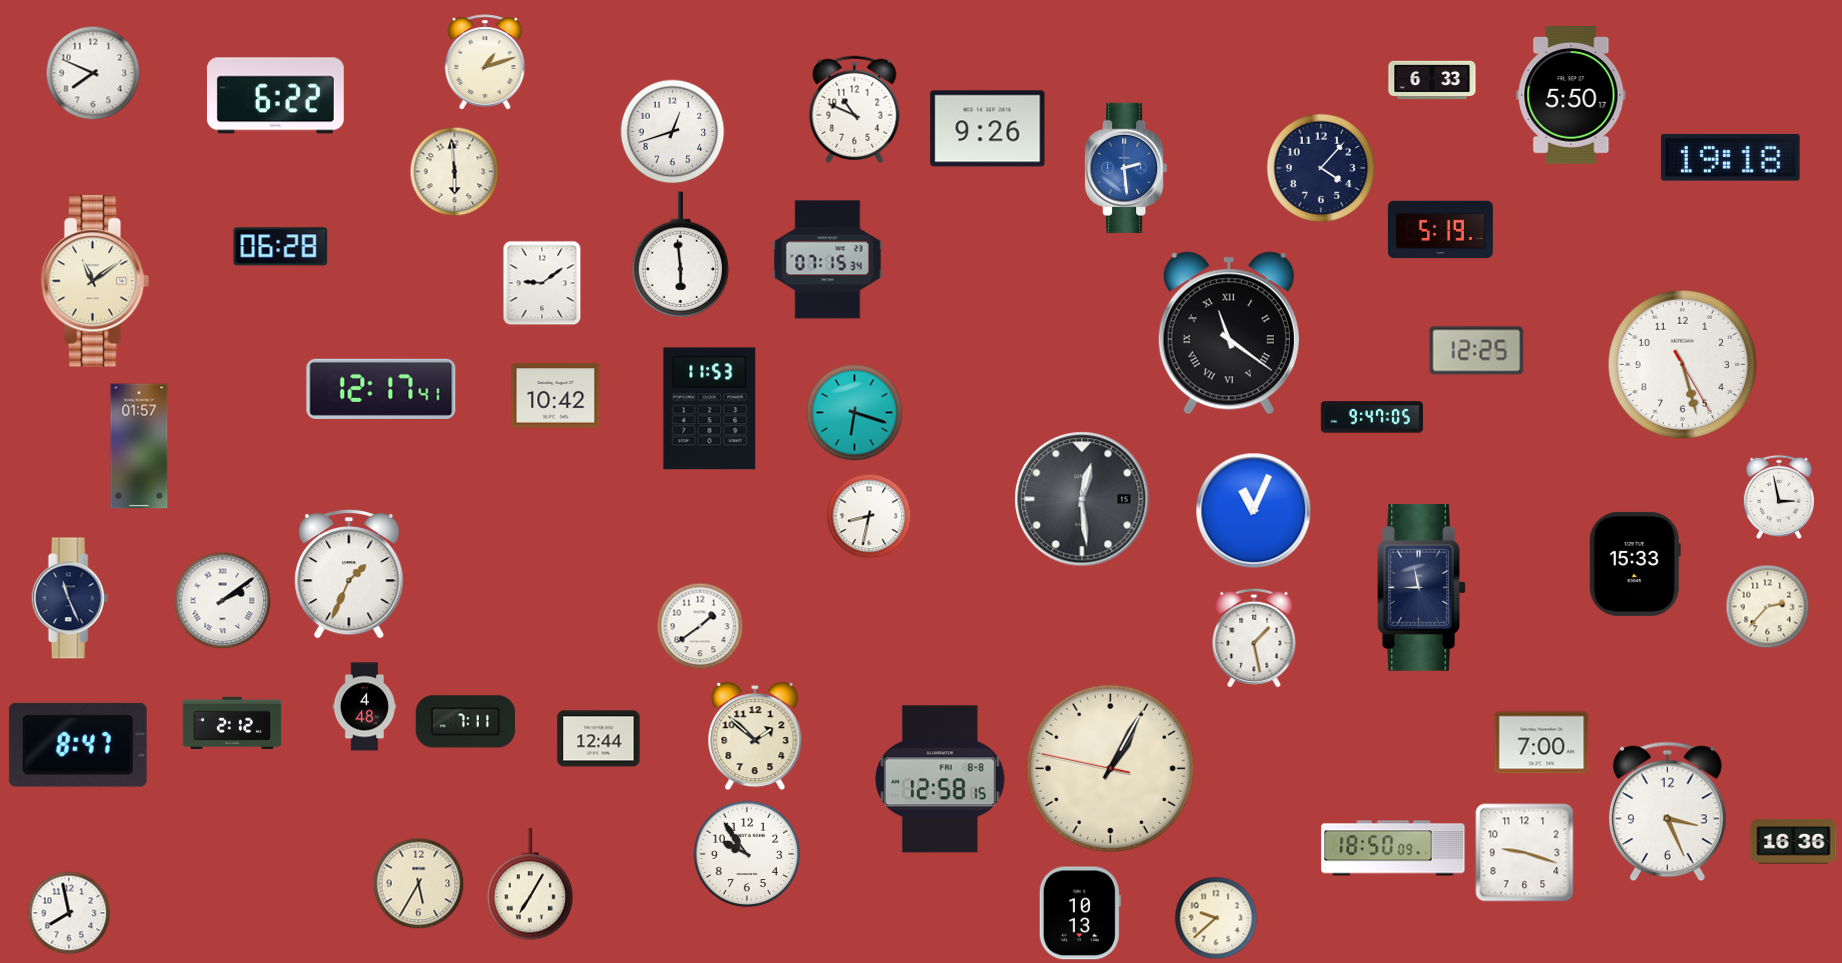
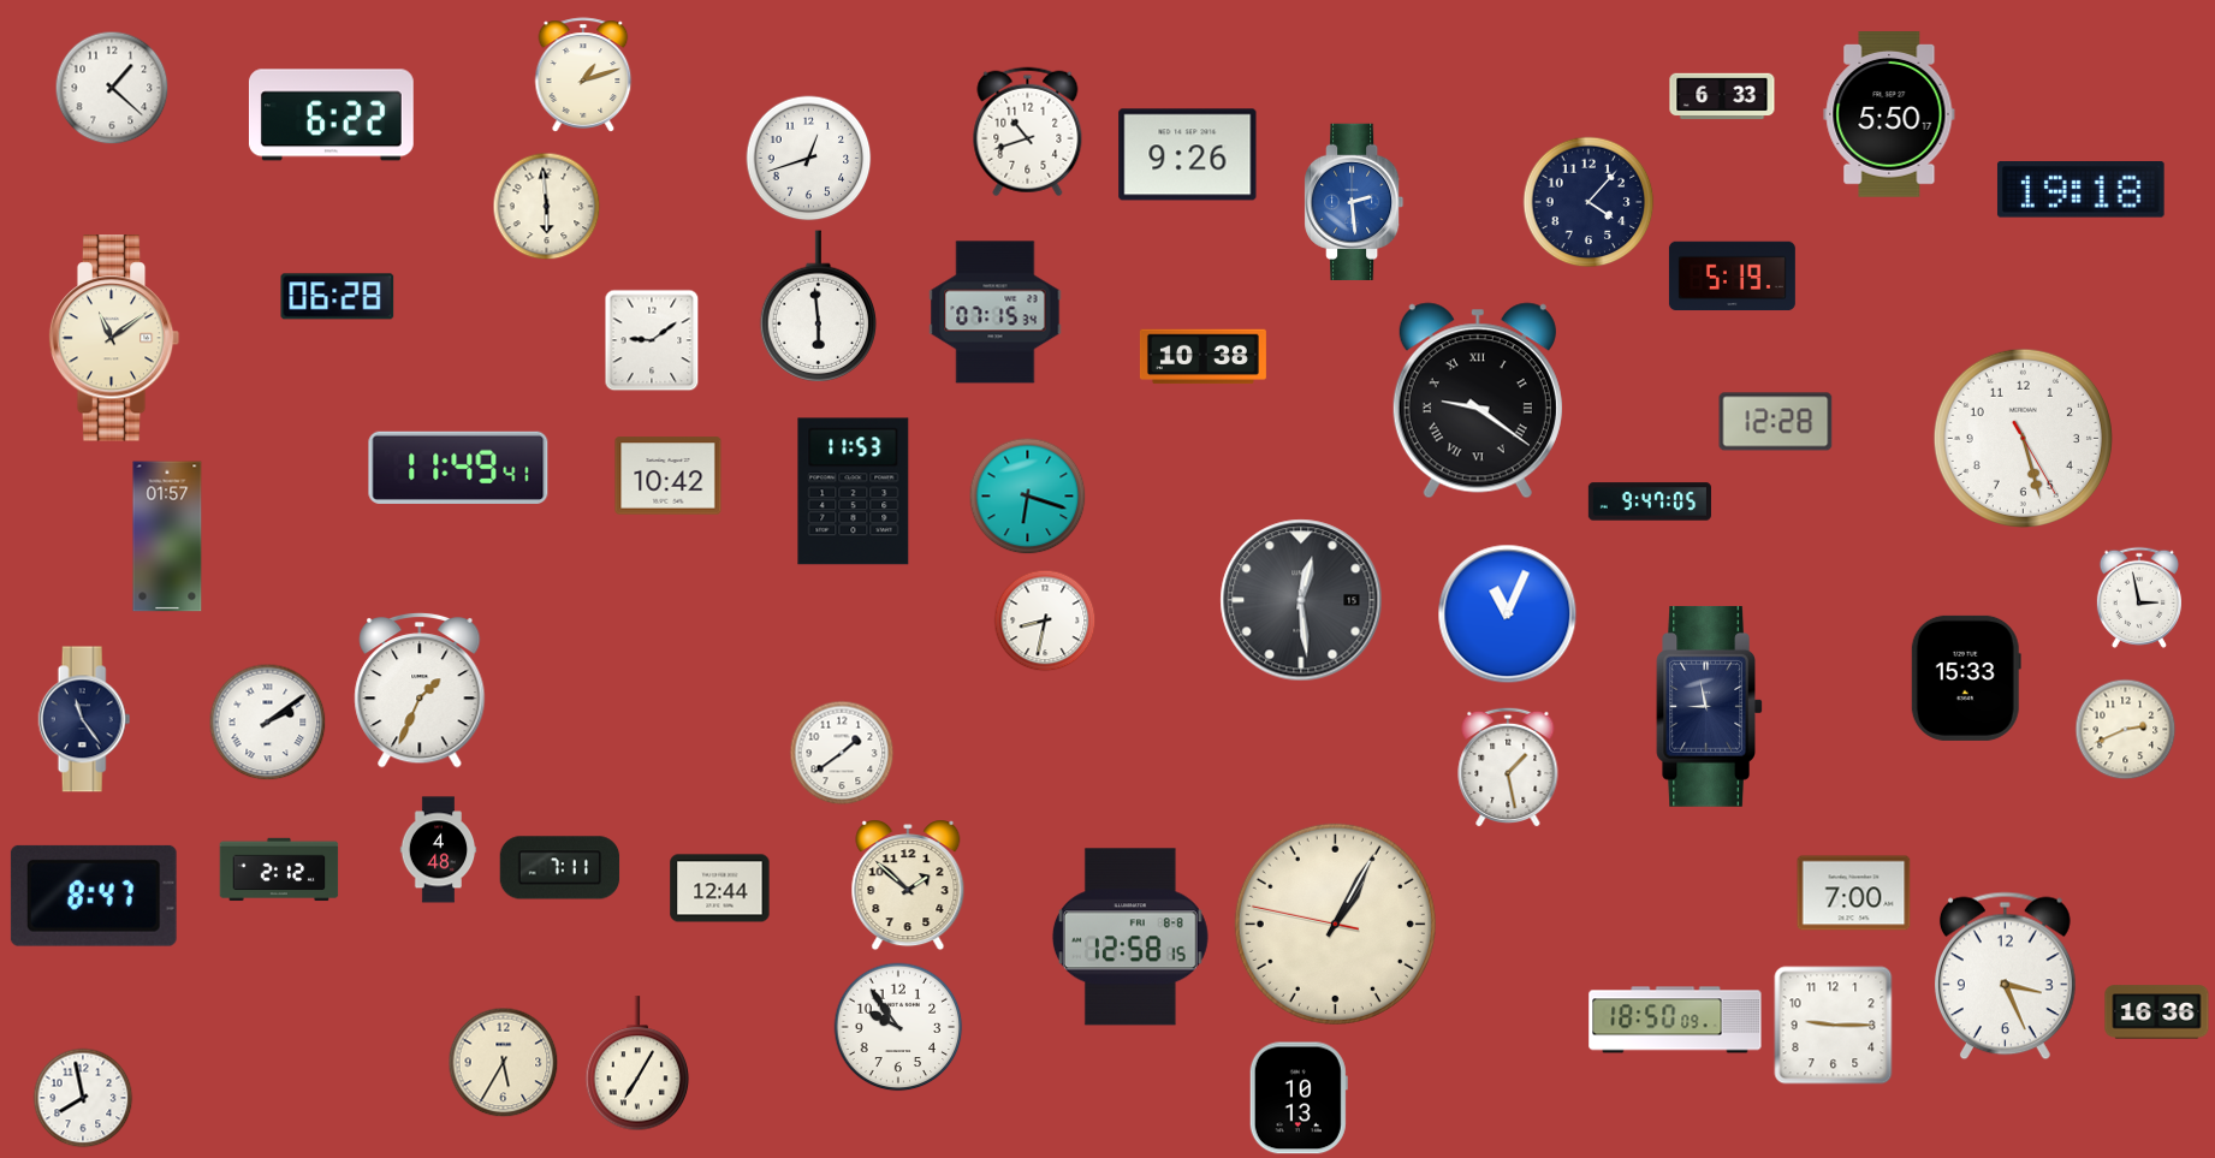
clock at (93, 73): 7:49 -> 1:22
clock at (855, 110): 10:49 -> 10:42
clock at (1202, 357): none -> 10:38
clock at (1229, 333): 11:21 -> 9:21
clock at (1477, 351): 12:25 -> 12:28
clock at (381, 389): 12:17 -> 11:49
clock at (70, 598): 11:26 -> 11:24
clock at (1768, 607): 2:37 -> 2:41
clock at (1525, 853): 9:18 -> 9:15
clock at (1216, 918): 9:38 -> none
